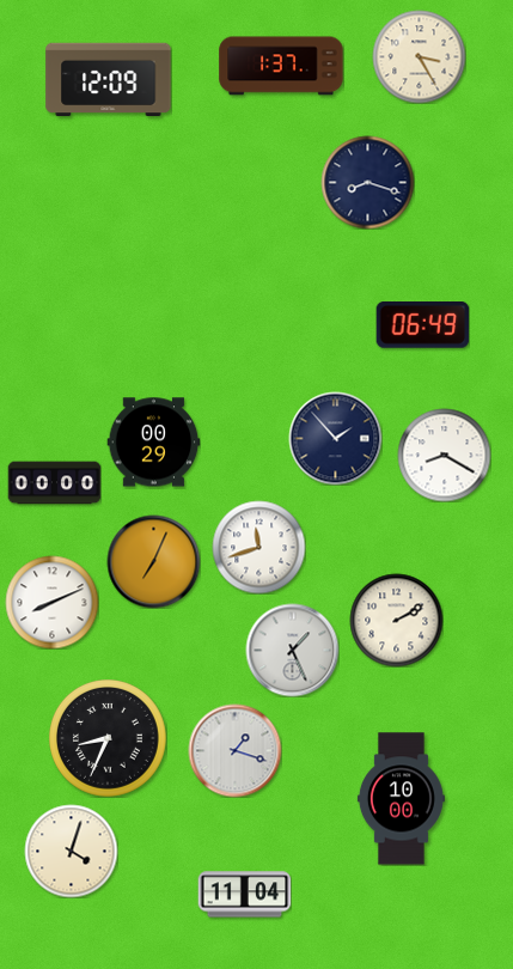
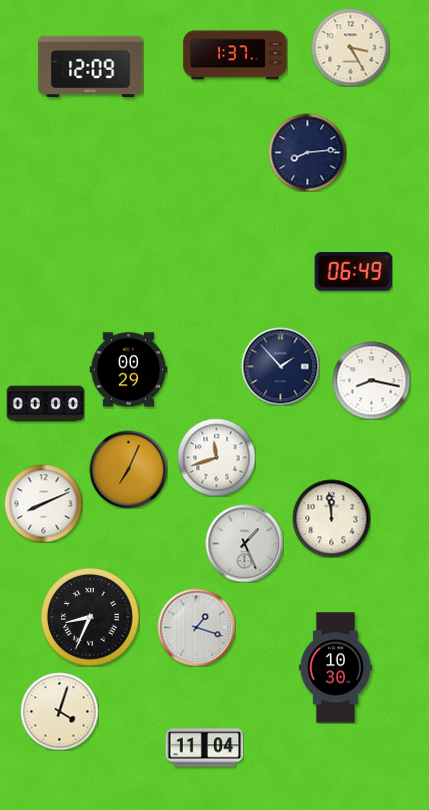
clock at (367, 182): 8:18 -> 8:14
clock at (444, 455): 8:20 -> 8:17
clock at (396, 620): 2:10 -> 11:59
clock at (401, 799): 10:00 -> 10:30
